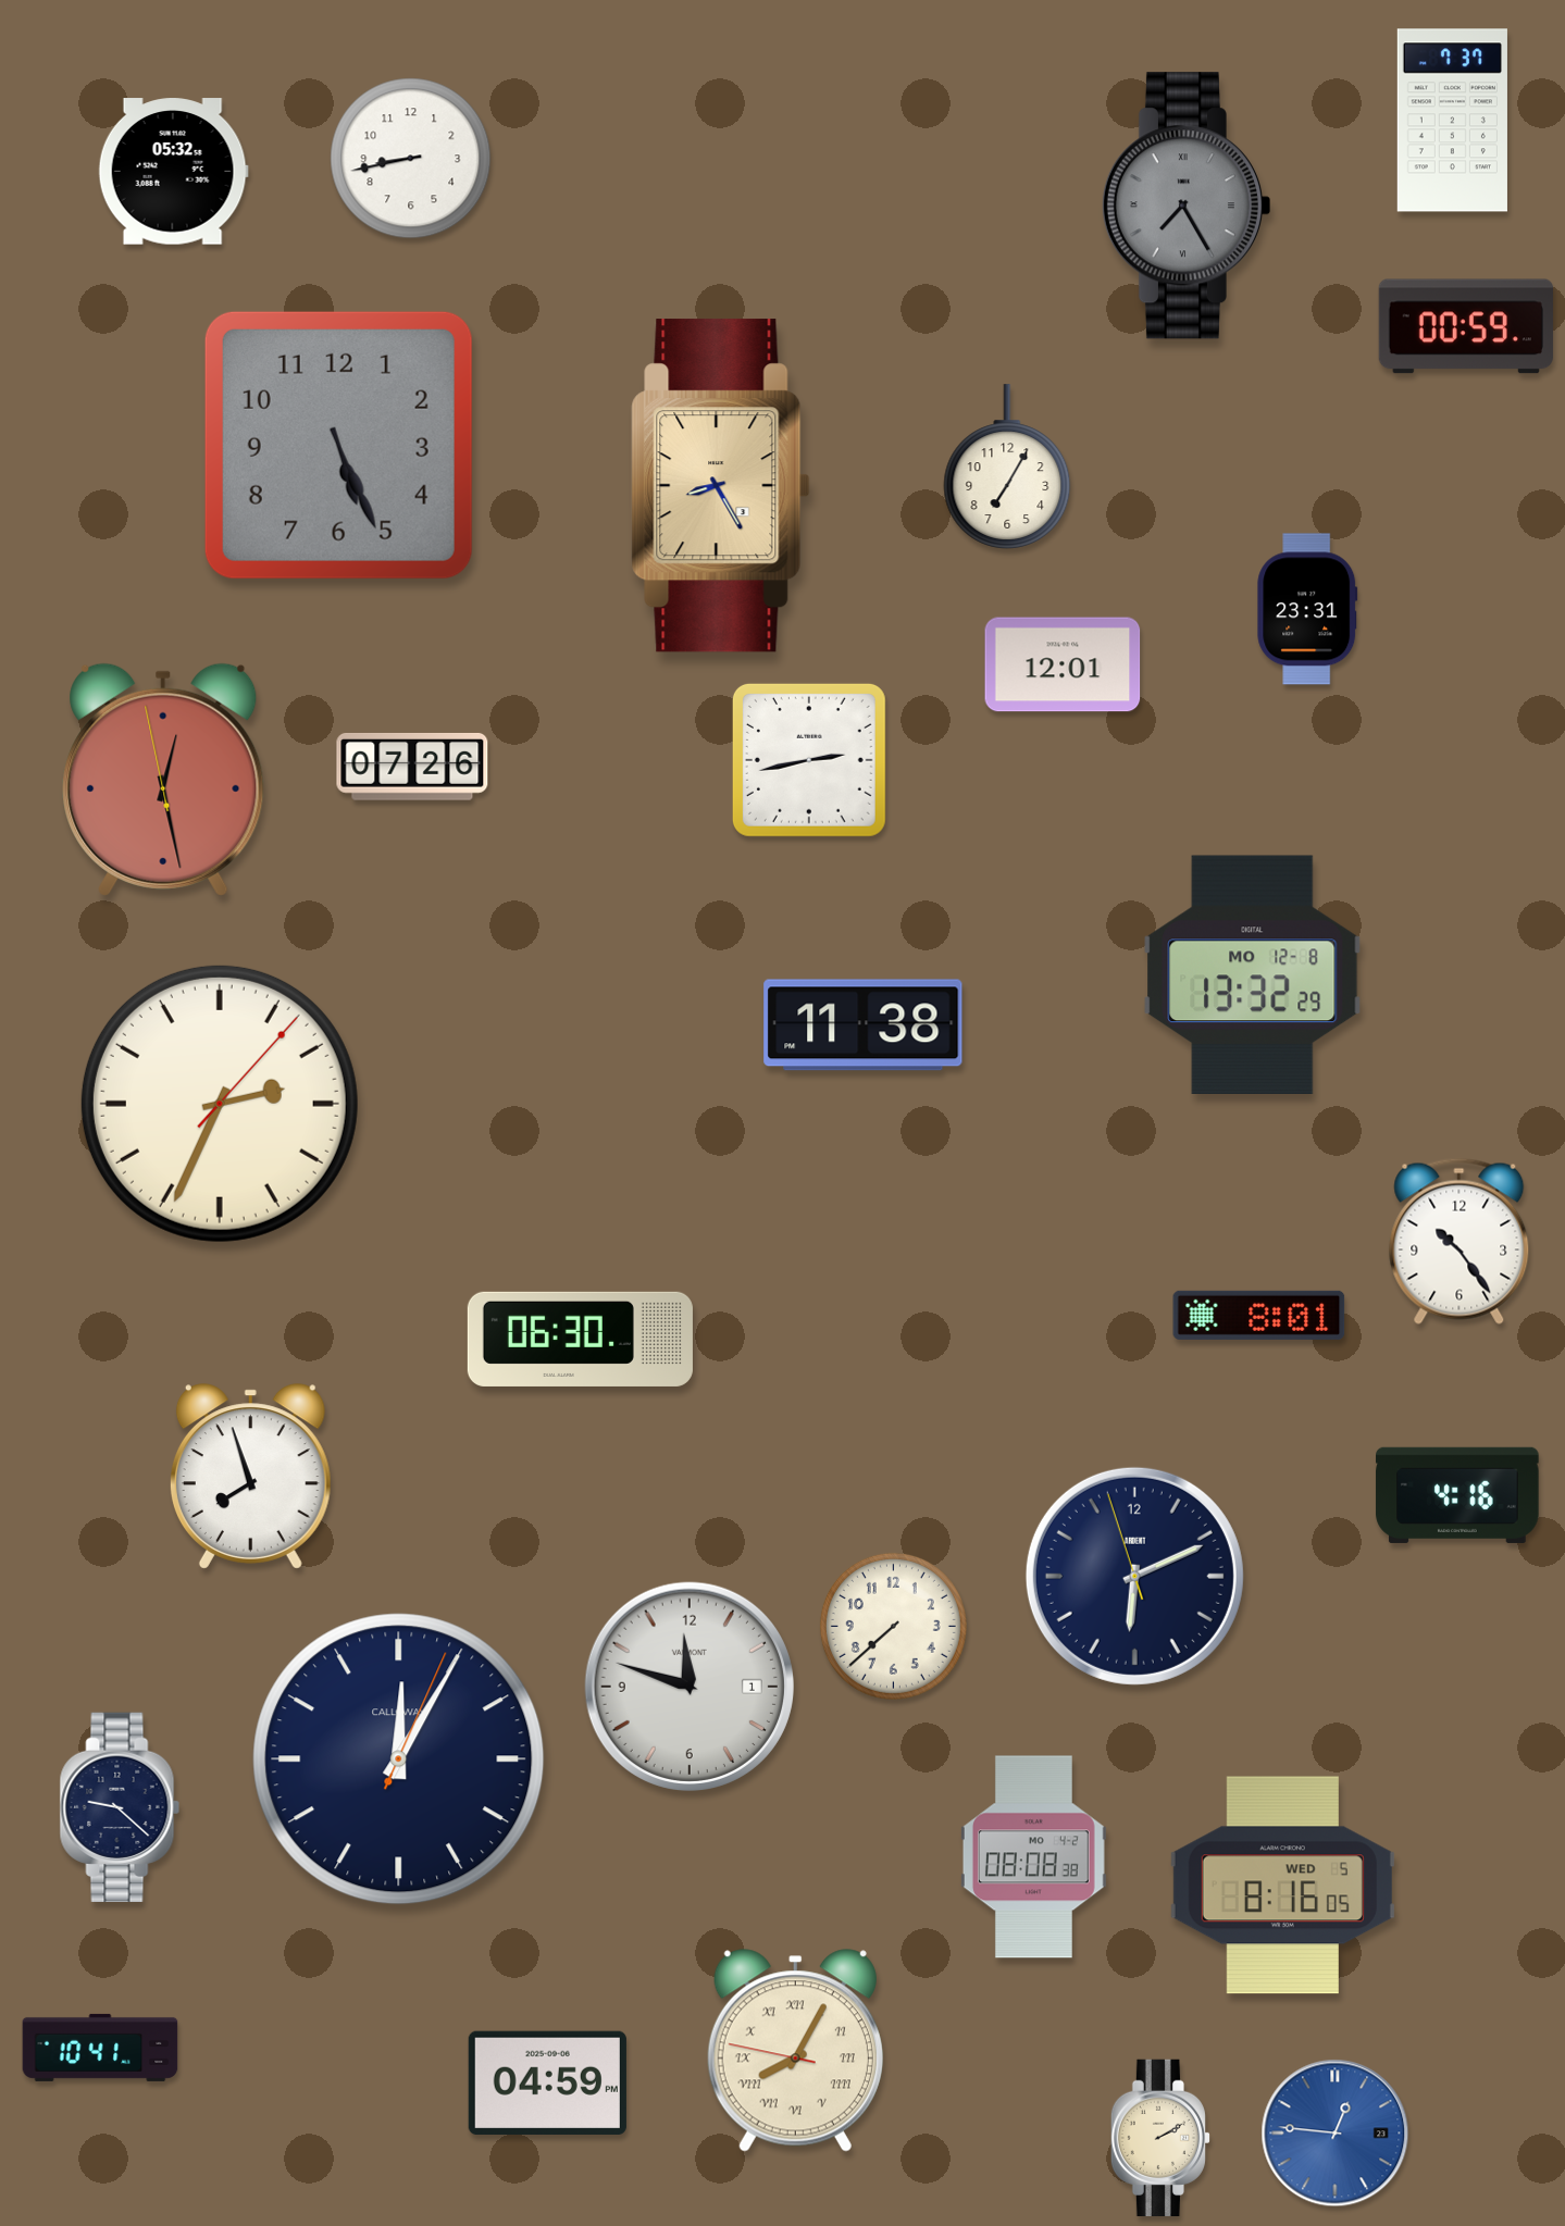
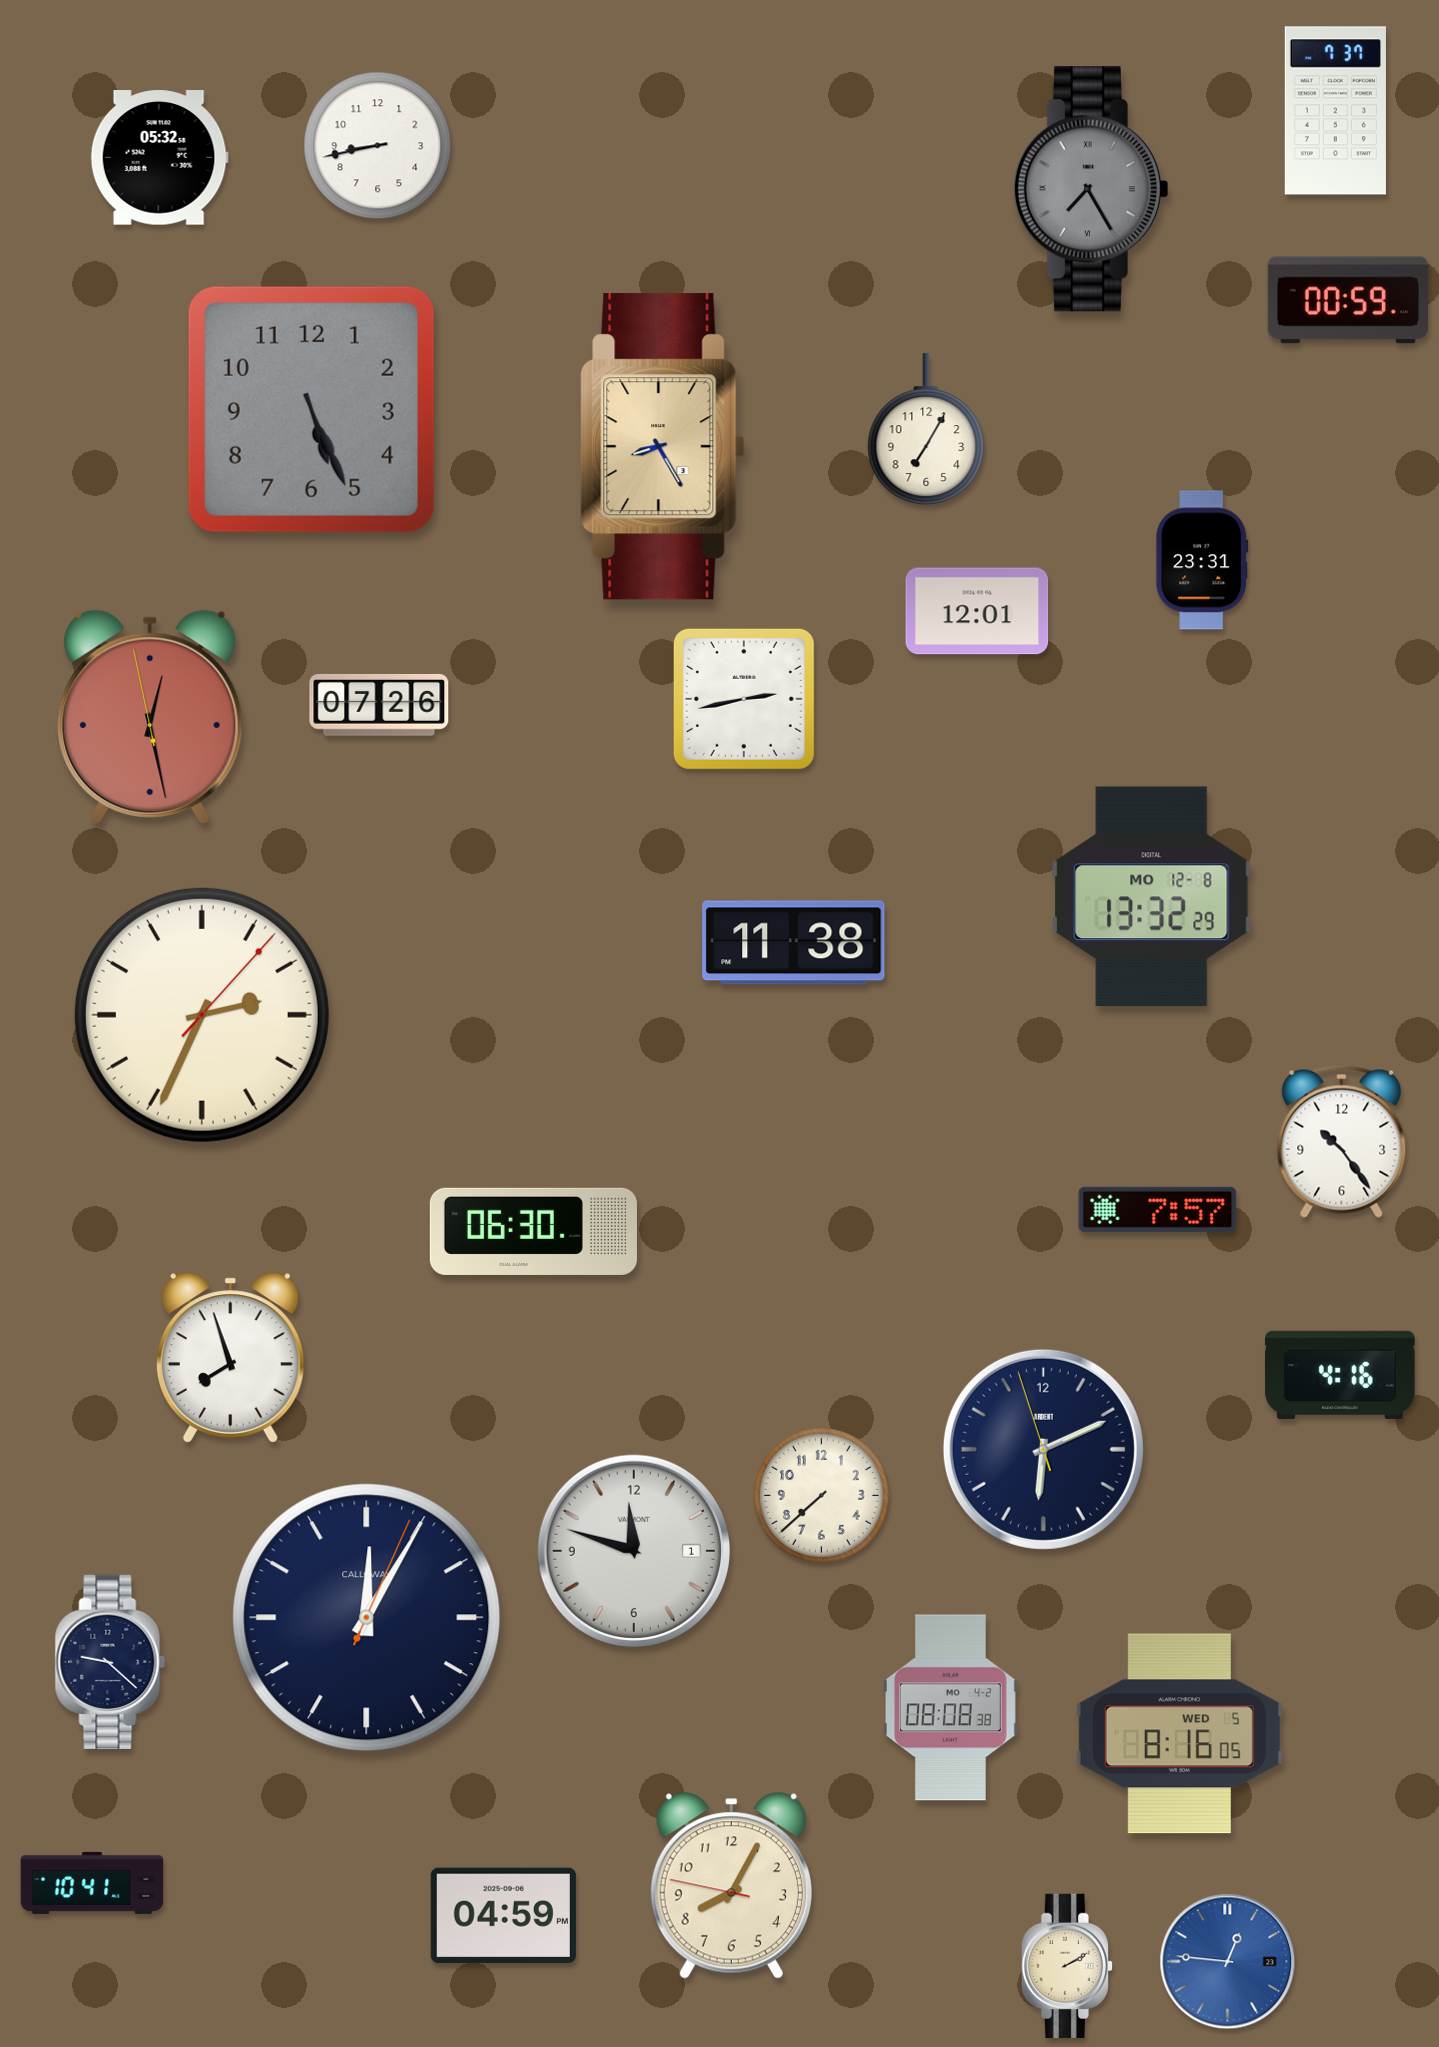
clock at (1259, 1315): 8:01 -> 7:57
clock at (795, 2051) numerals: Roman -> Arabic
